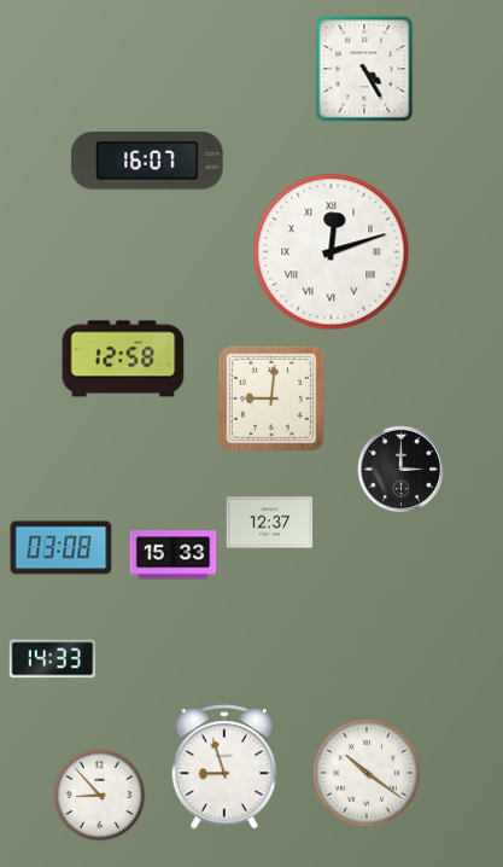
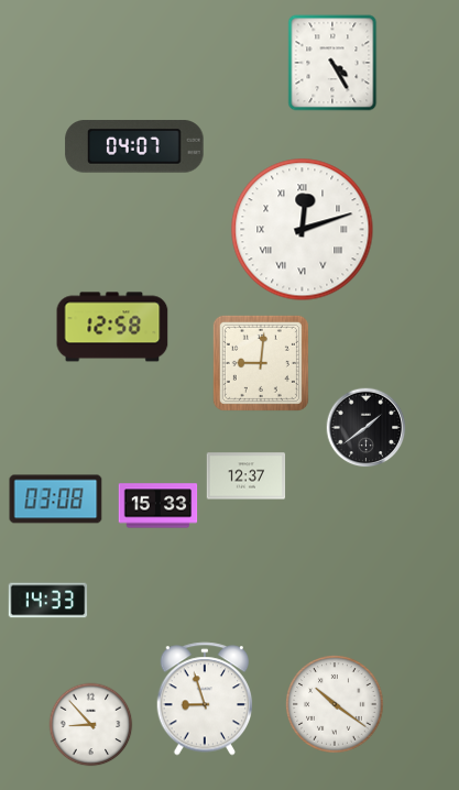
clock at (147, 161): 16:07 -> 04:07
clock at (271, 398) position: (271, 398) -> (261, 363)
clock at (402, 470): 3:00 -> 1:39
